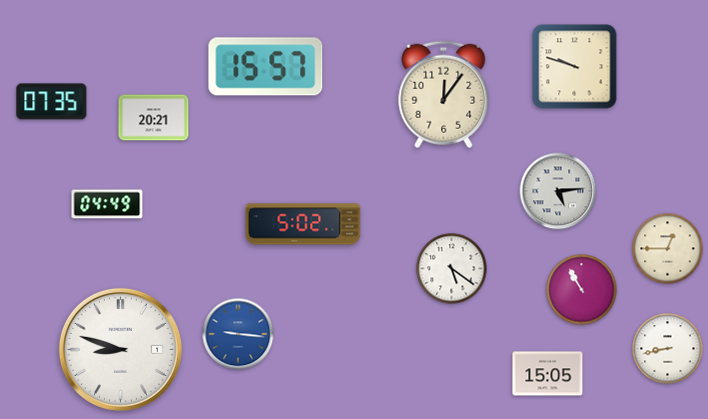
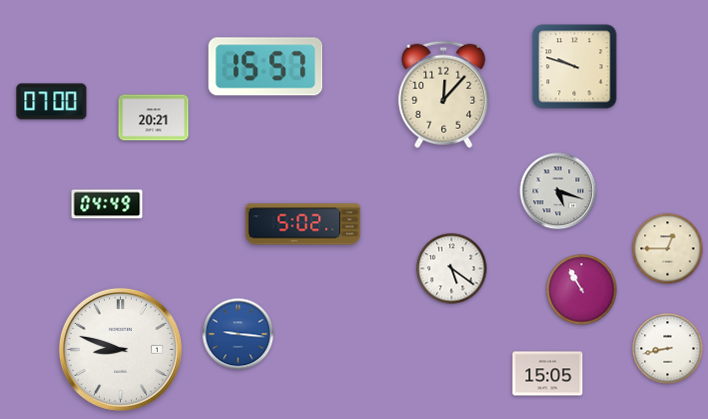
clock at (444, 95): 12:06 -> 12:07
clock at (52, 102): 07:35 -> 07:00
clock at (558, 191): 5:14 -> 5:18
